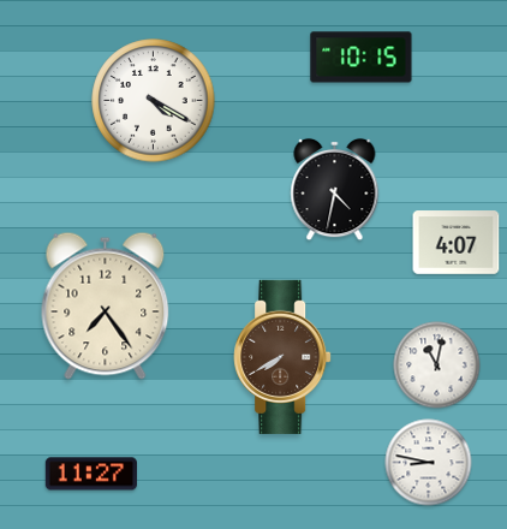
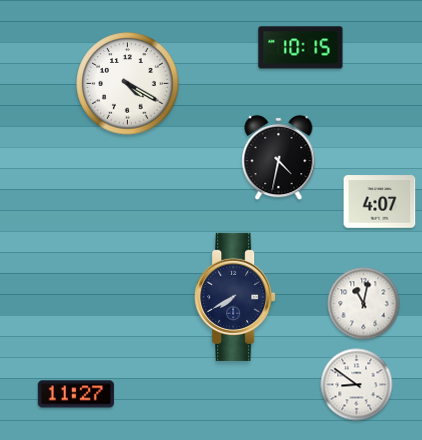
clock at (106, 305): 7:24 -> none
clock at (282, 357) dial: brown -> navy
clock at (429, 463): 8:47 -> 8:51
